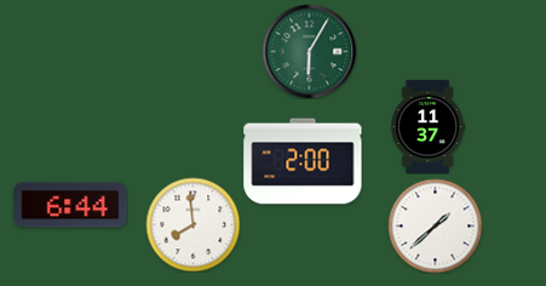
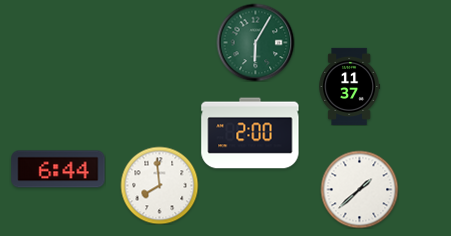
clock at (429, 126) position: (429, 126) -> (350, 86)
clock at (435, 225) position: (435, 225) -> (359, 189)
